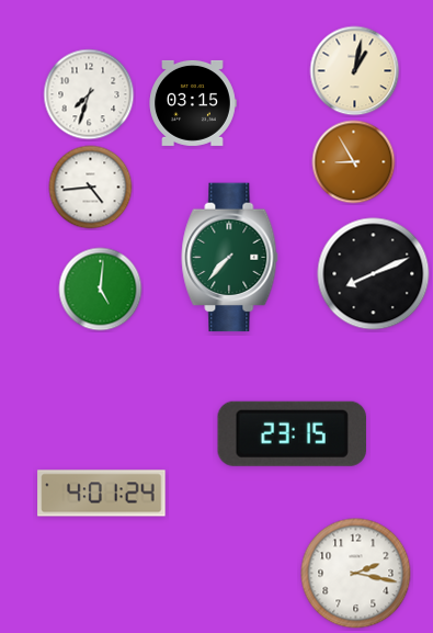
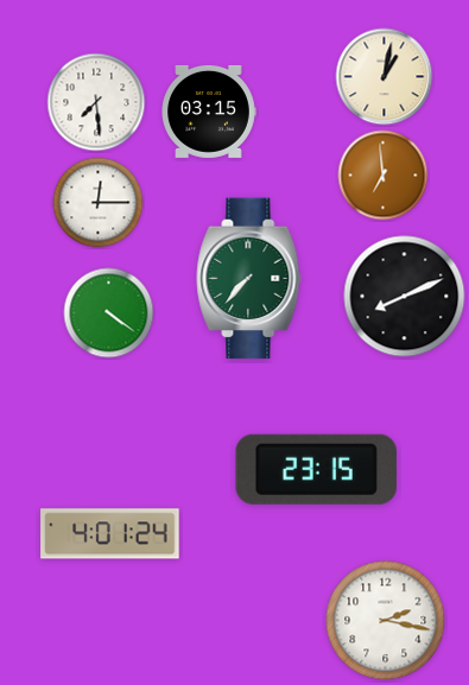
clock at (89, 94): 7:33 -> 7:29
clock at (354, 162): 8:55 -> 6:59
clock at (91, 188): 4:44 -> 12:15
clock at (101, 290): 5:01 -> 4:21
